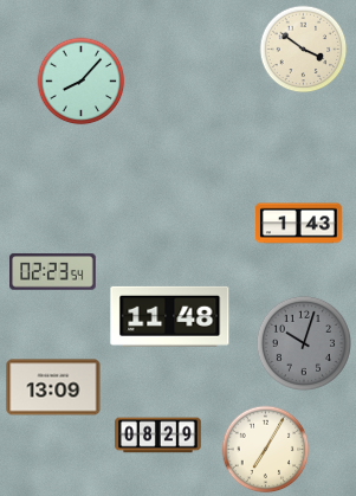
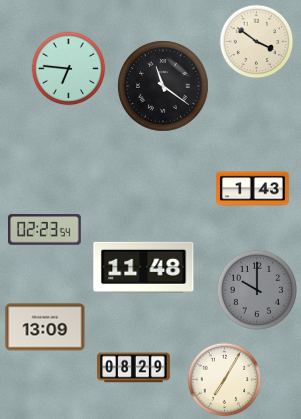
clock at (82, 82): 8:07 -> 6:46
clock at (163, 86): none -> 11:21
clock at (304, 343): 10:03 -> 10:00
